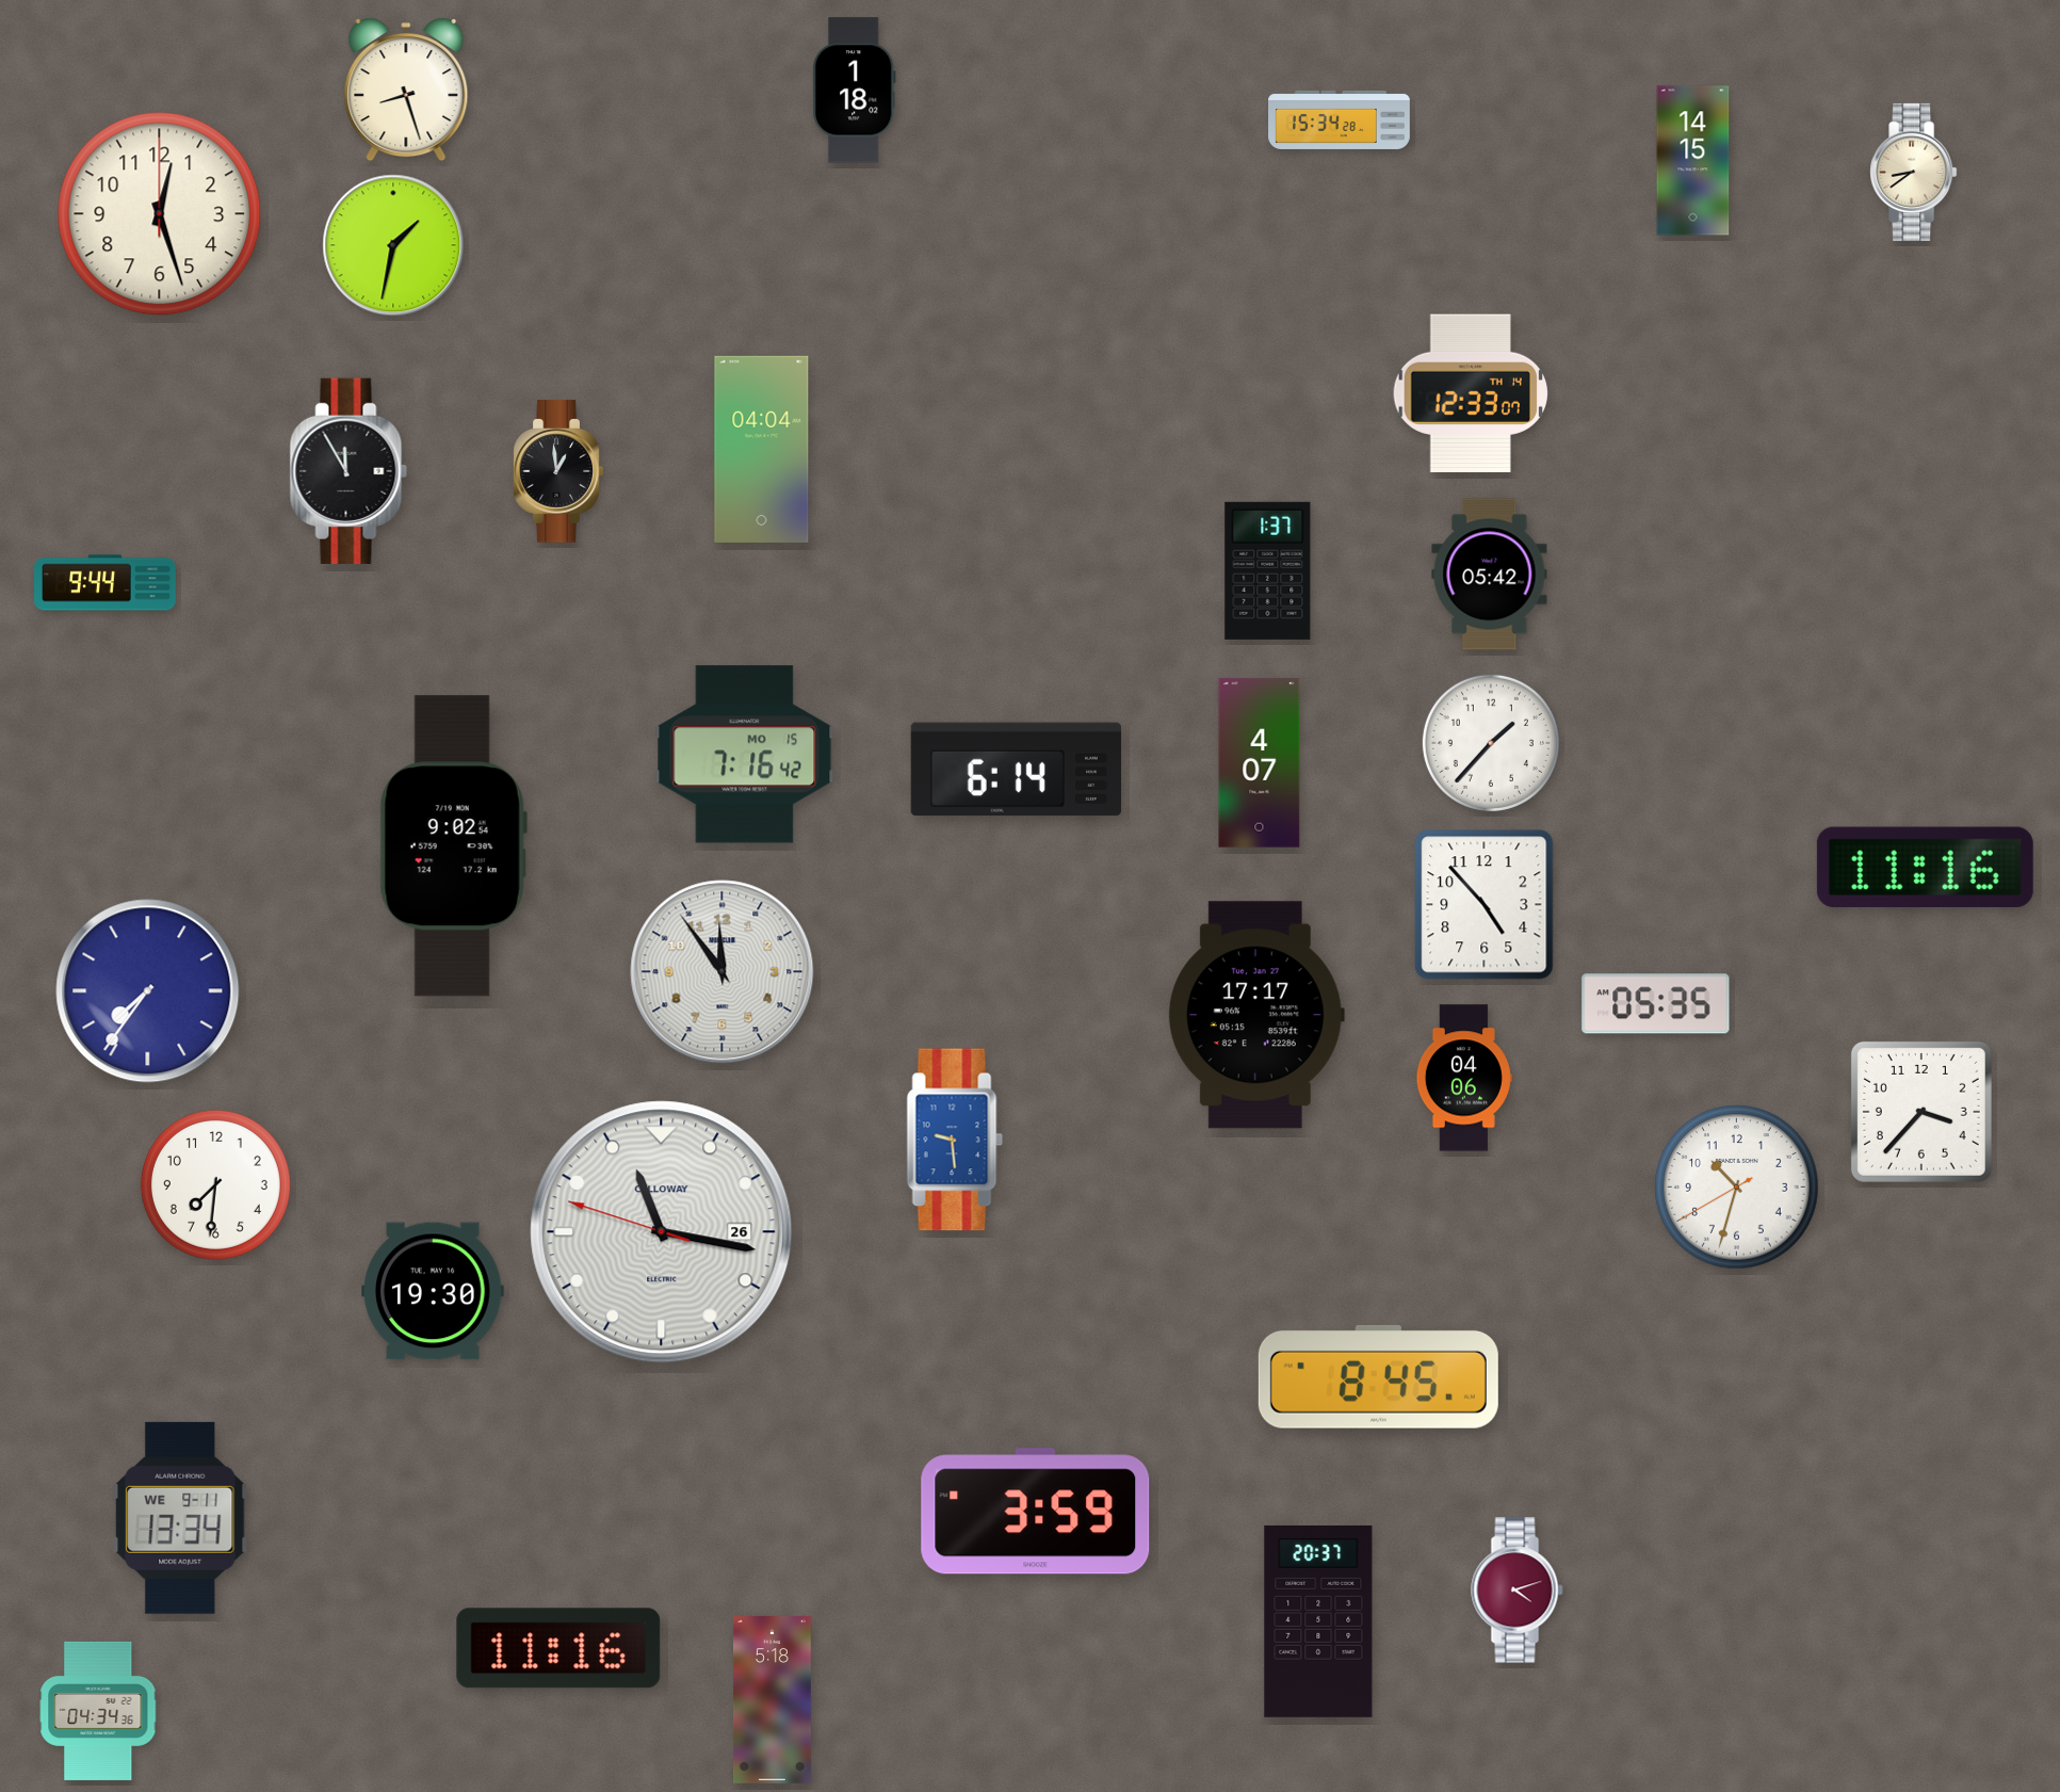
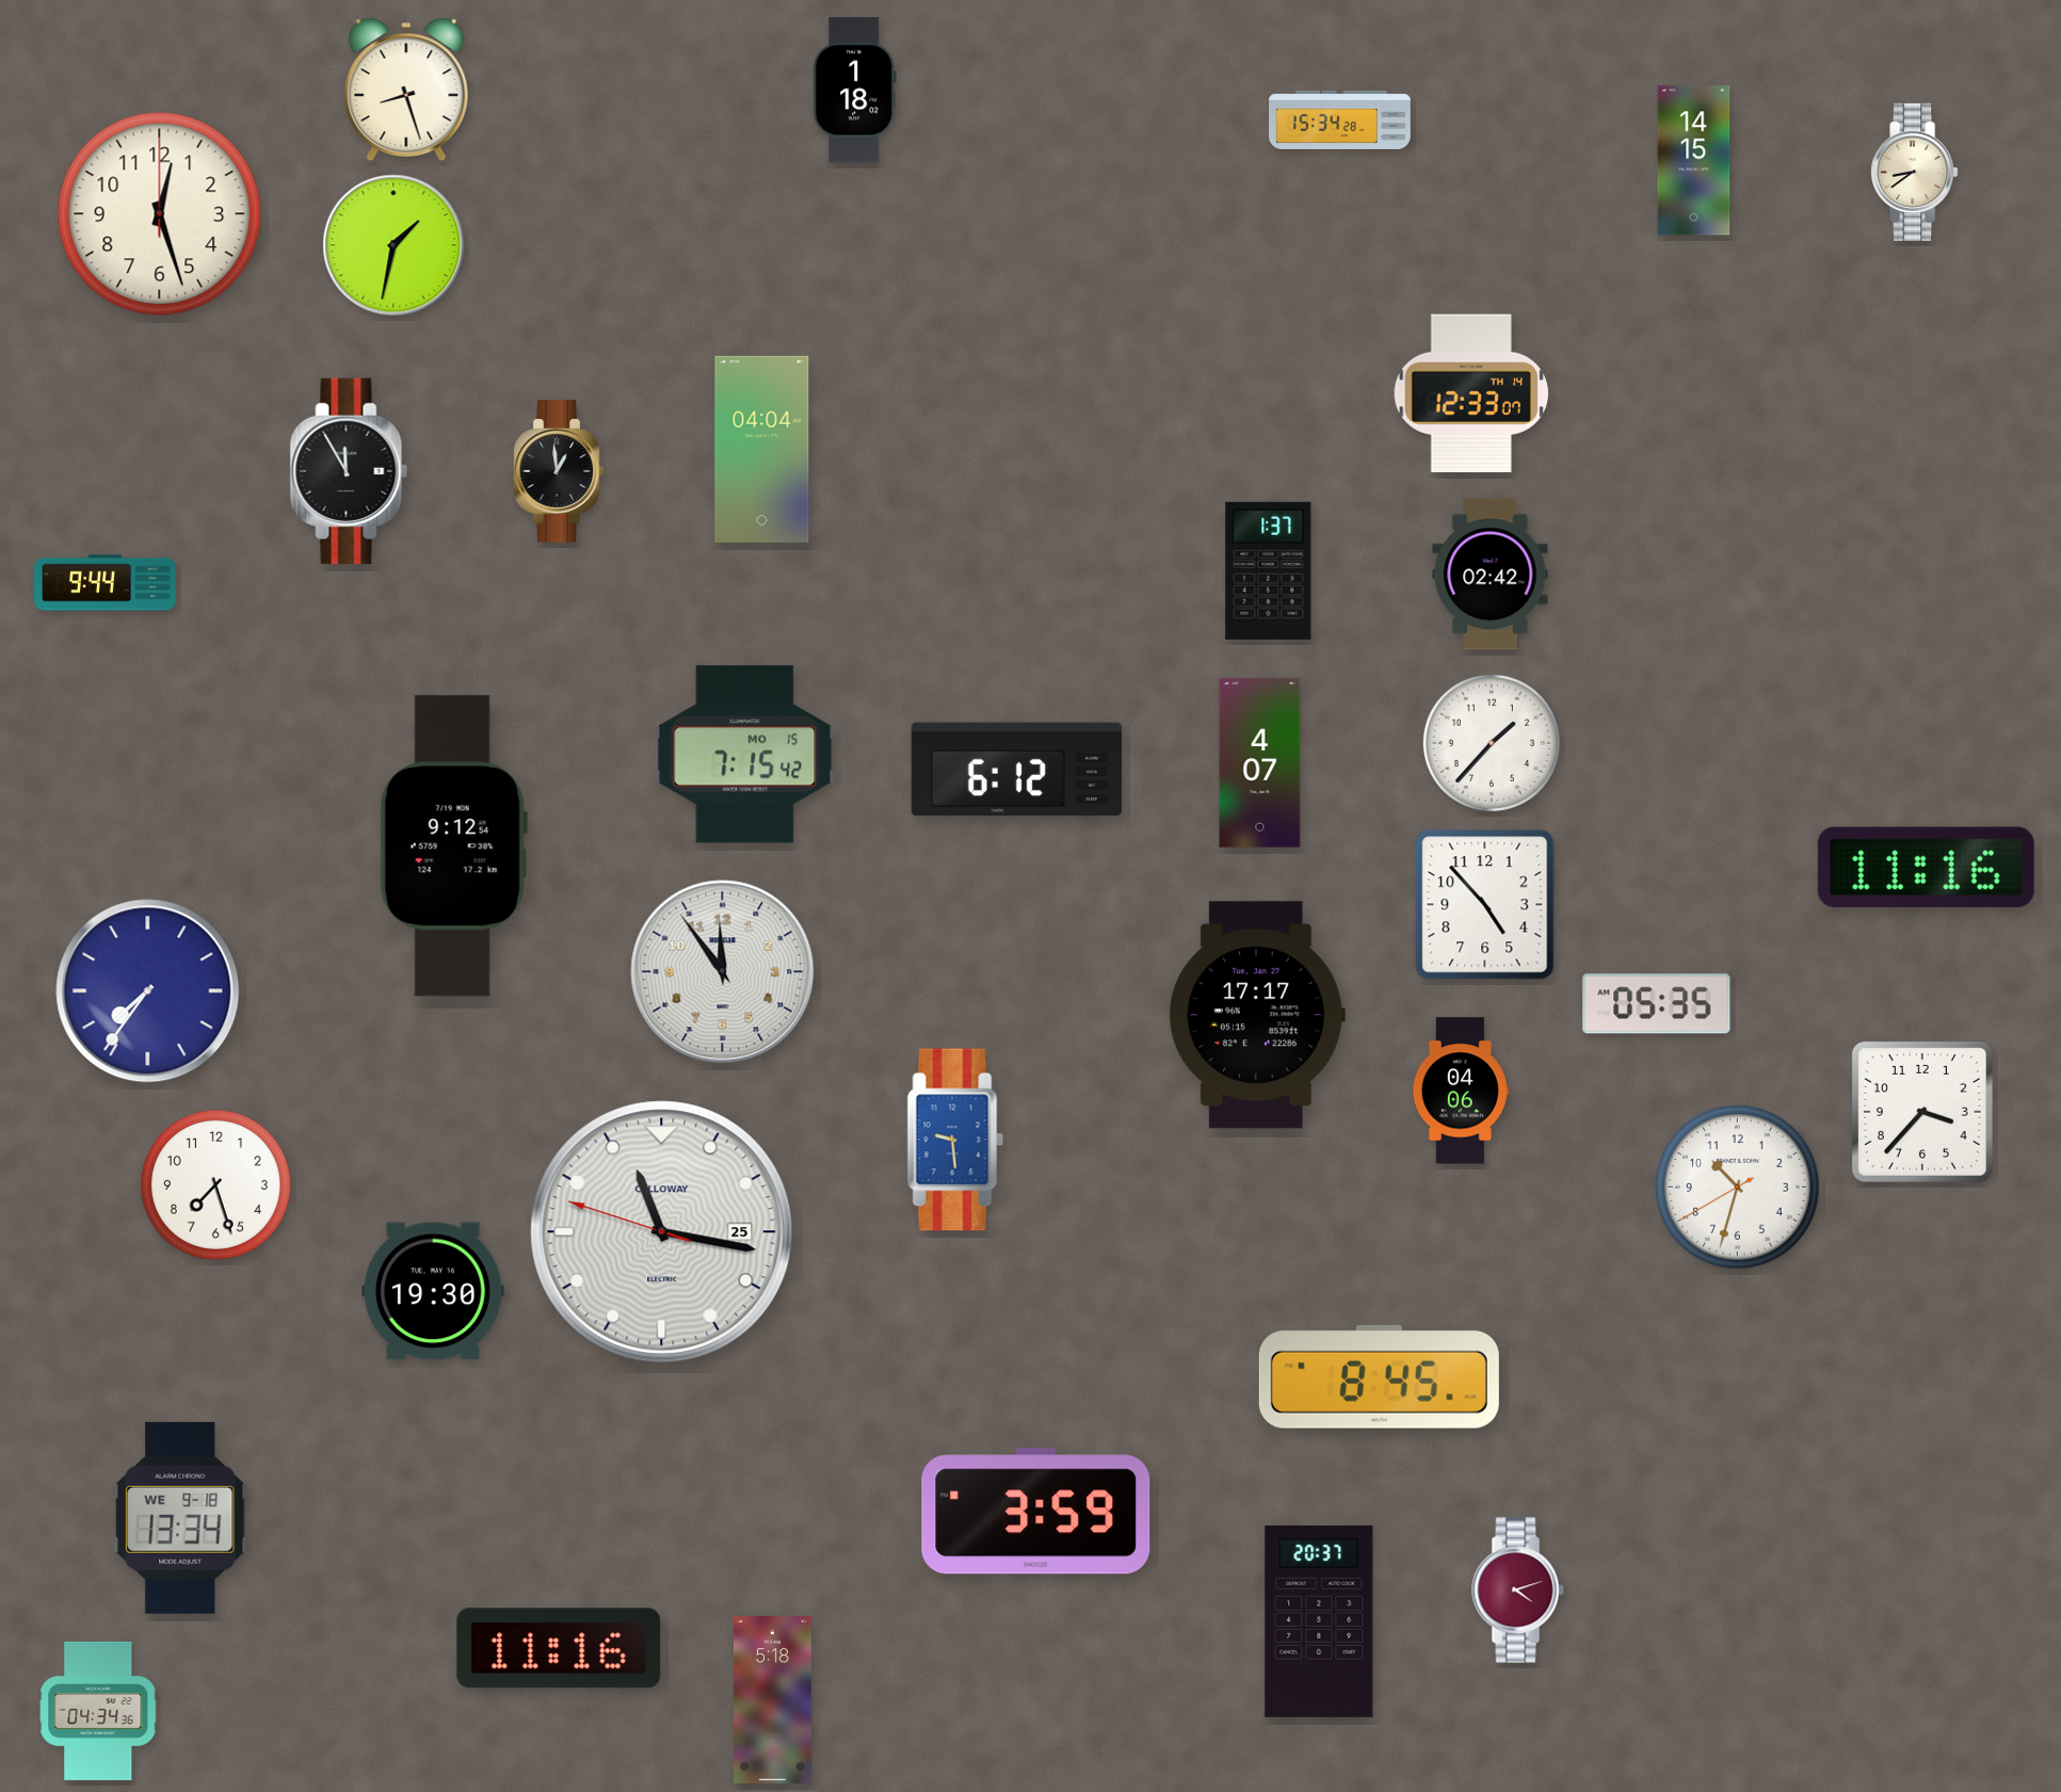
clock at (1490, 575): 05:42 -> 02:42
clock at (745, 755): 7:16 -> 7:15
clock at (1016, 770): 6:14 -> 6:12
clock at (453, 846): 9:02 -> 9:12
clock at (1464, 1078) position: (1464, 1078) -> (1461, 1091)
clock at (215, 1184): 7:31 -> 7:27
clock at (662, 1232) date: 26 -> 25
clock at (180, 1518) date: WE 9-11 -> WE 9-18
